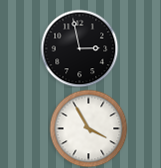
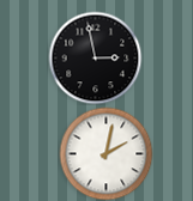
clock at (88, 128): 3:55 -> 2:02
